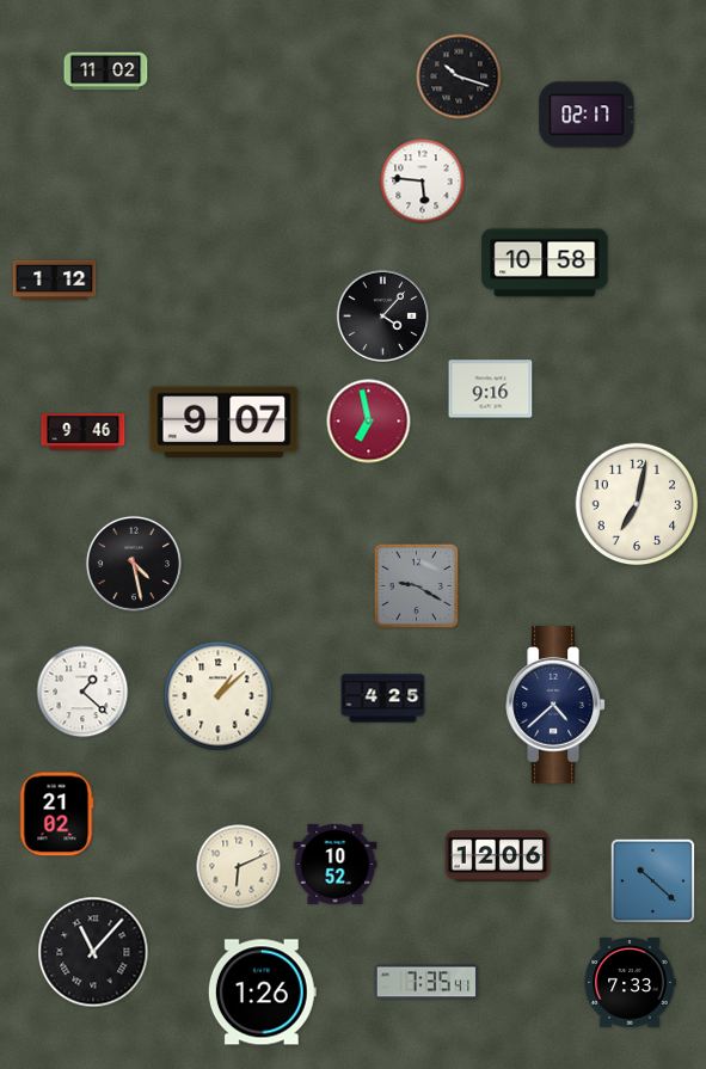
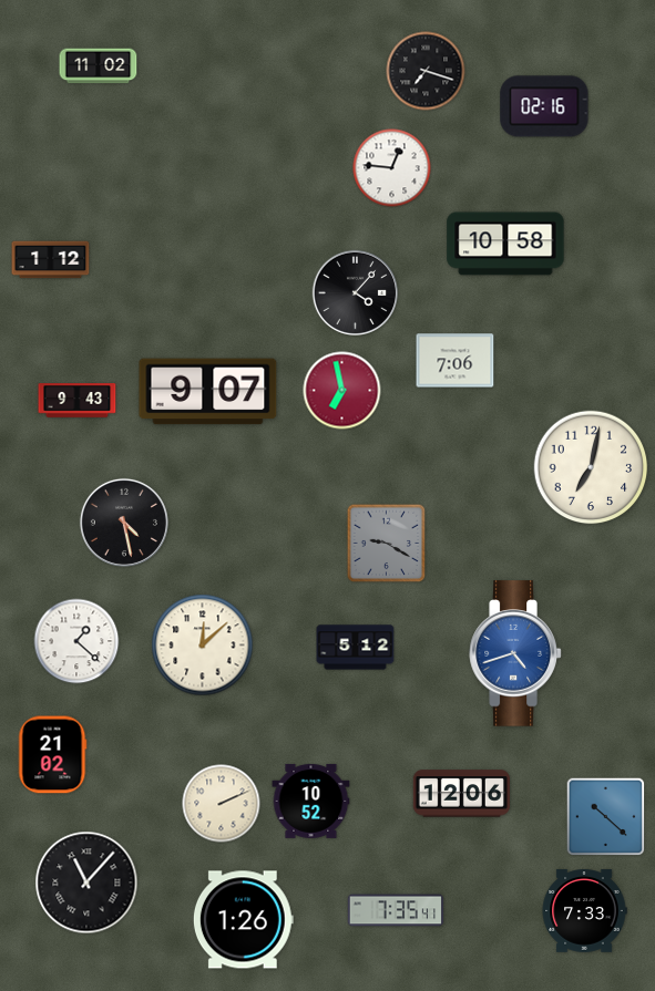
clock at (459, 76): 10:18 -> 7:18
clock at (587, 115): 02:17 -> 02:16
clock at (423, 182): 5:46 -> 12:46
clock at (491, 389): 9:16 -> 7:06
clock at (84, 432): 9:46 -> 9:43
clock at (219, 696): 1:08 -> 12:08
clock at (383, 699): 4:25 -> 5:12
clock at (555, 705): 4:38 -> 4:42
clock at (555, 705) dial: navy -> blue
clock at (239, 867): 6:11 -> 2:11
